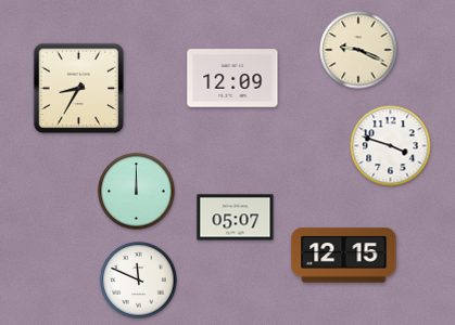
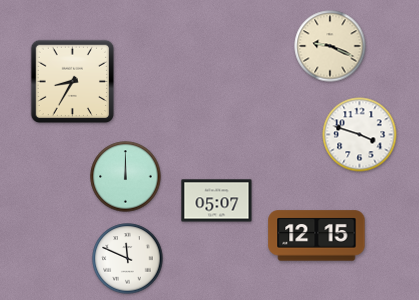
clock at (232, 78): 12:09 -> none
